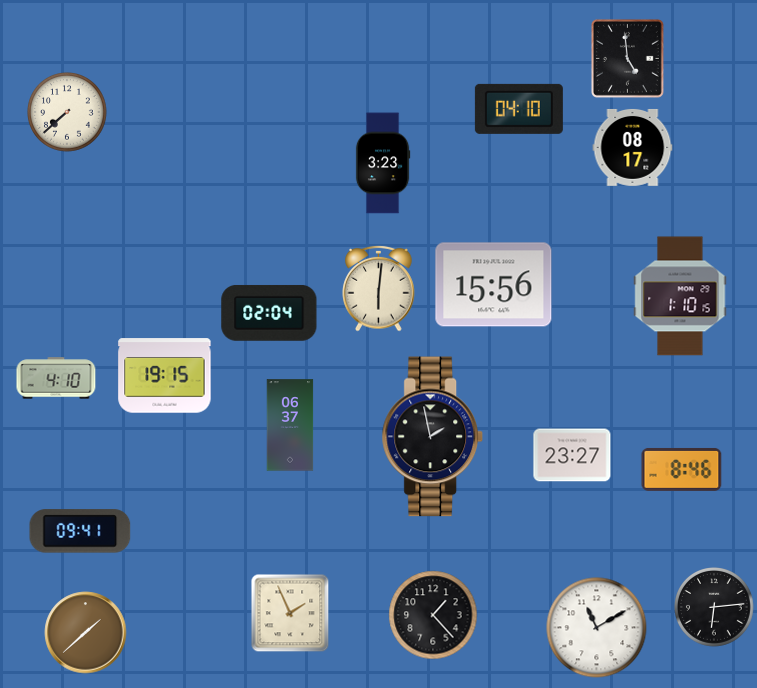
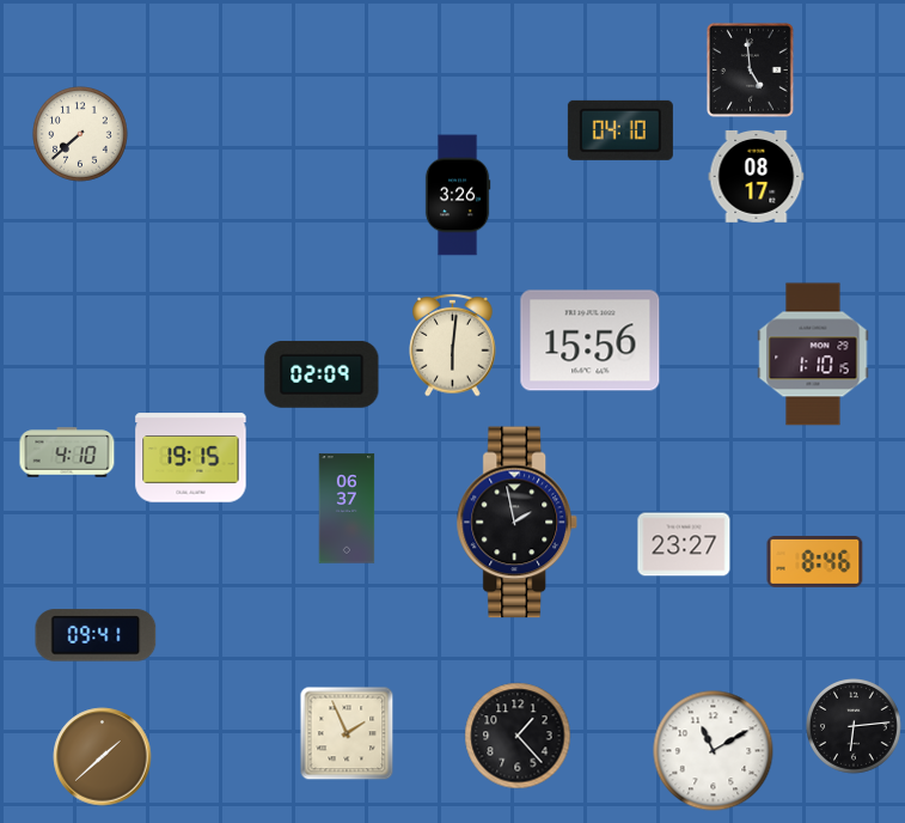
clock at (383, 163): 3:23 -> 3:26
clock at (269, 313): 02:04 -> 02:09
clock at (165, 376) position: (165, 376) -> (191, 458)
